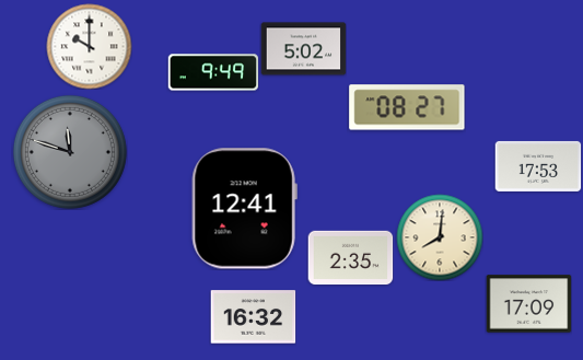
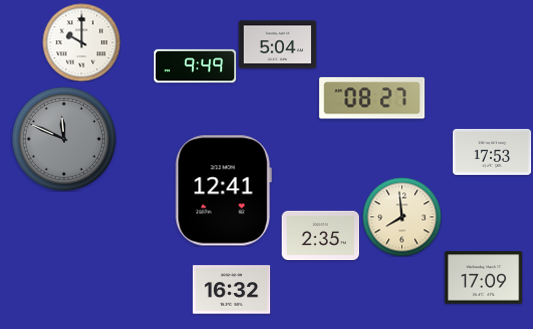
clock at (303, 49): 5:02 -> 5:04
clock at (70, 152): 11:48 -> 11:49
clock at (440, 237): 8:01 -> 7:59
